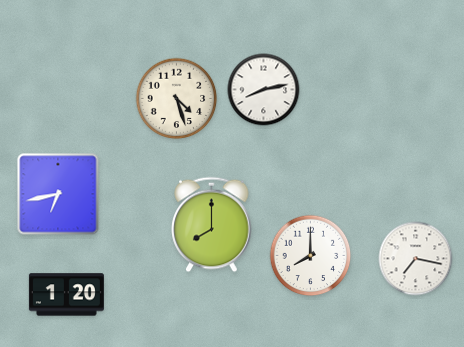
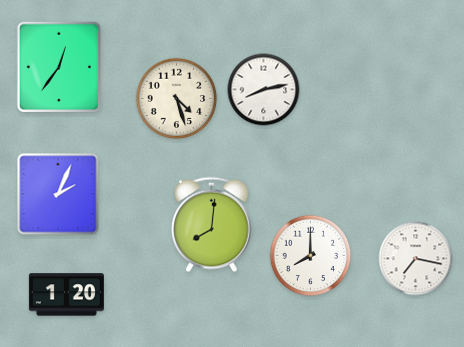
clock at (59, 66): none -> 12:36
clock at (58, 194): 6:43 -> 2:04
clock at (212, 225): 8:00 -> 8:01
